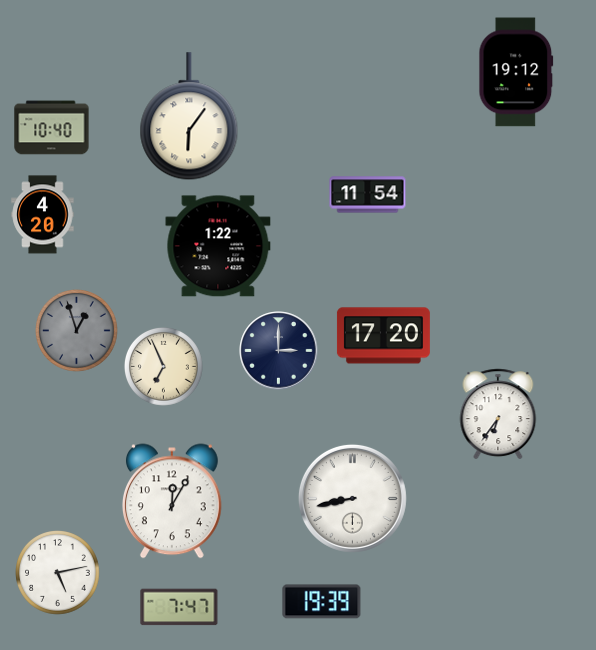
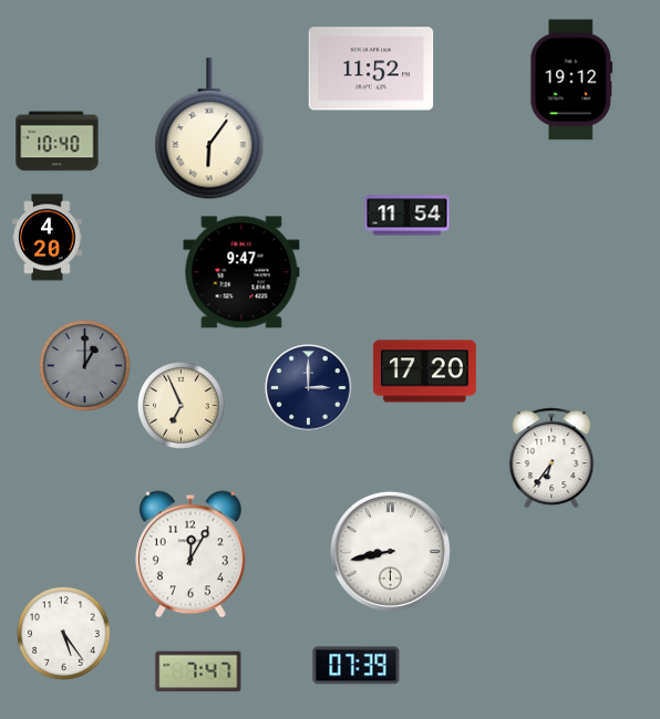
clock at (371, 69): none -> 11:52
clock at (218, 246): 1:22 -> 9:47
clock at (77, 331): 12:57 -> 1:00
clock at (58, 573): 5:13 -> 5:24
clock at (322, 602): 19:39 -> 07:39
